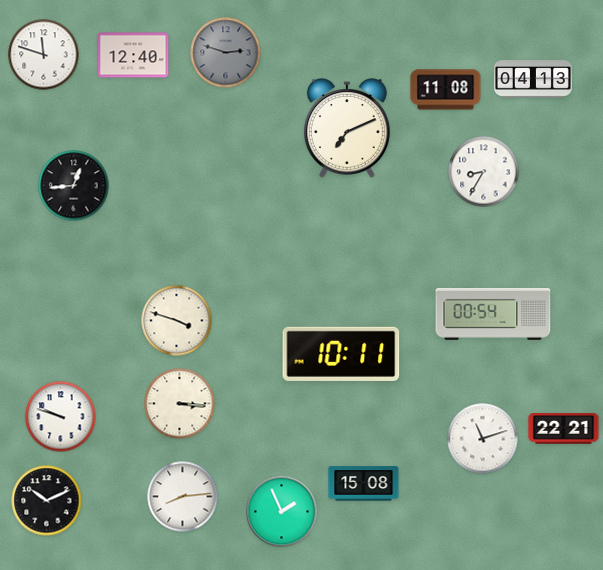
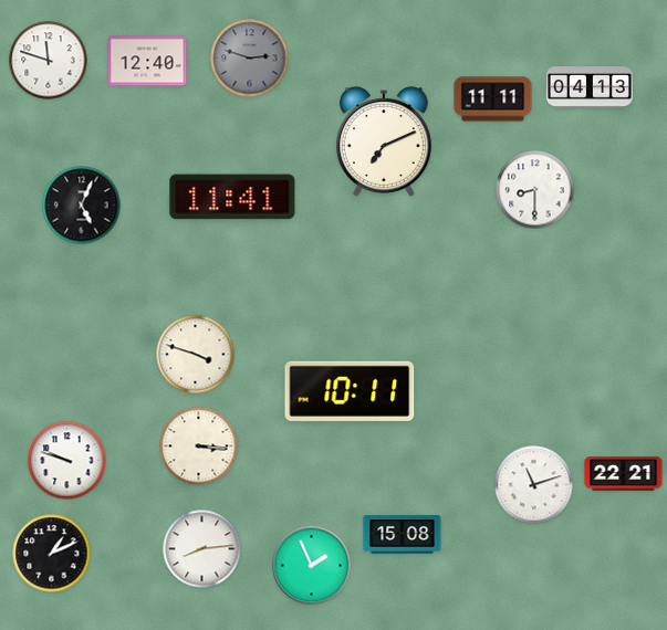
clock at (446, 90): 11:08 -> 11:11
clock at (484, 172): 8:35 -> 8:30
clock at (232, 197): none -> 11:41
clock at (74, 186): 12:44 -> 5:04
clock at (493, 314): 00:54 -> none
clock at (341, 354) position: (341, 354) -> (350, 391)
clock at (47, 501): 10:11 -> 1:11
